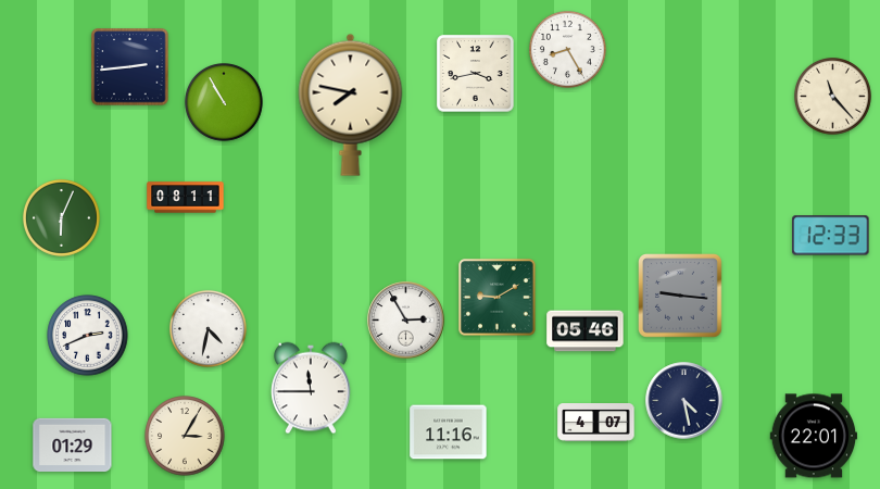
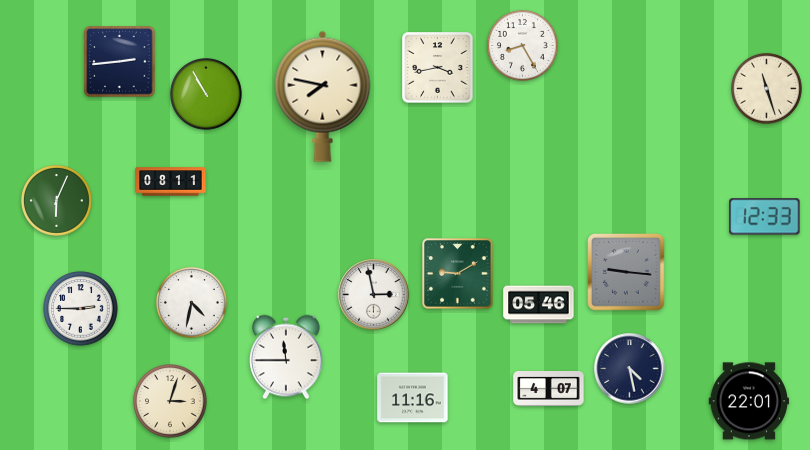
clock at (832, 96): 11:23 -> 11:27
clock at (406, 321): 2:55 -> 2:58
clock at (88, 336): 2:41 -> 2:45
clock at (185, 436): 3:05 -> 3:03
clock at (73, 444): 01:29 -> none
